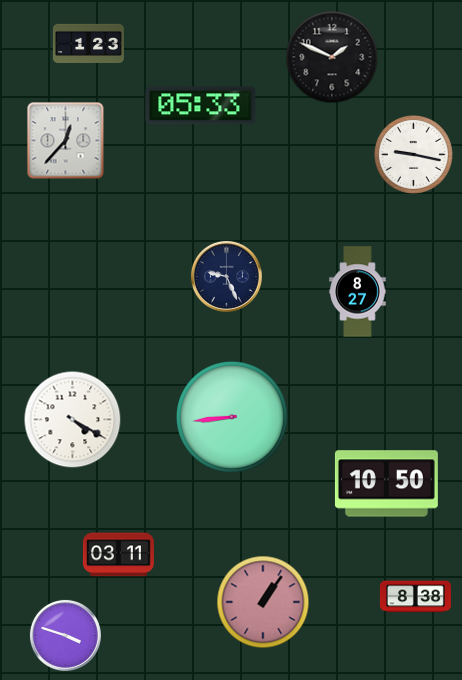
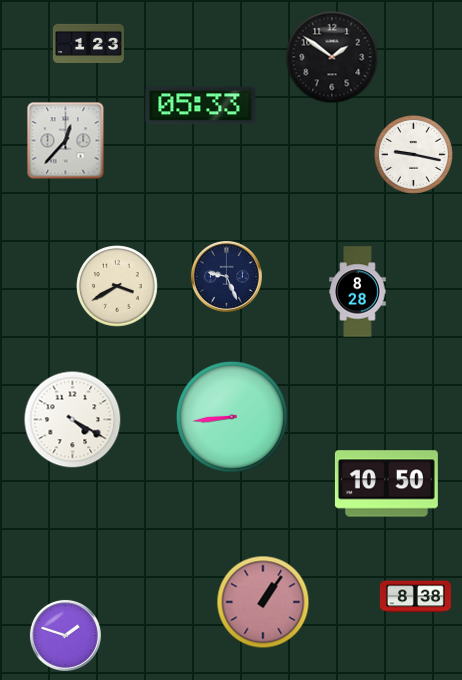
clock at (332, 57): 1:49 -> 1:51
clock at (117, 286): none -> 3:40
clock at (358, 292): 8:27 -> 8:28
clock at (118, 555): 03:11 -> none
clock at (65, 635): 3:48 -> 1:48
